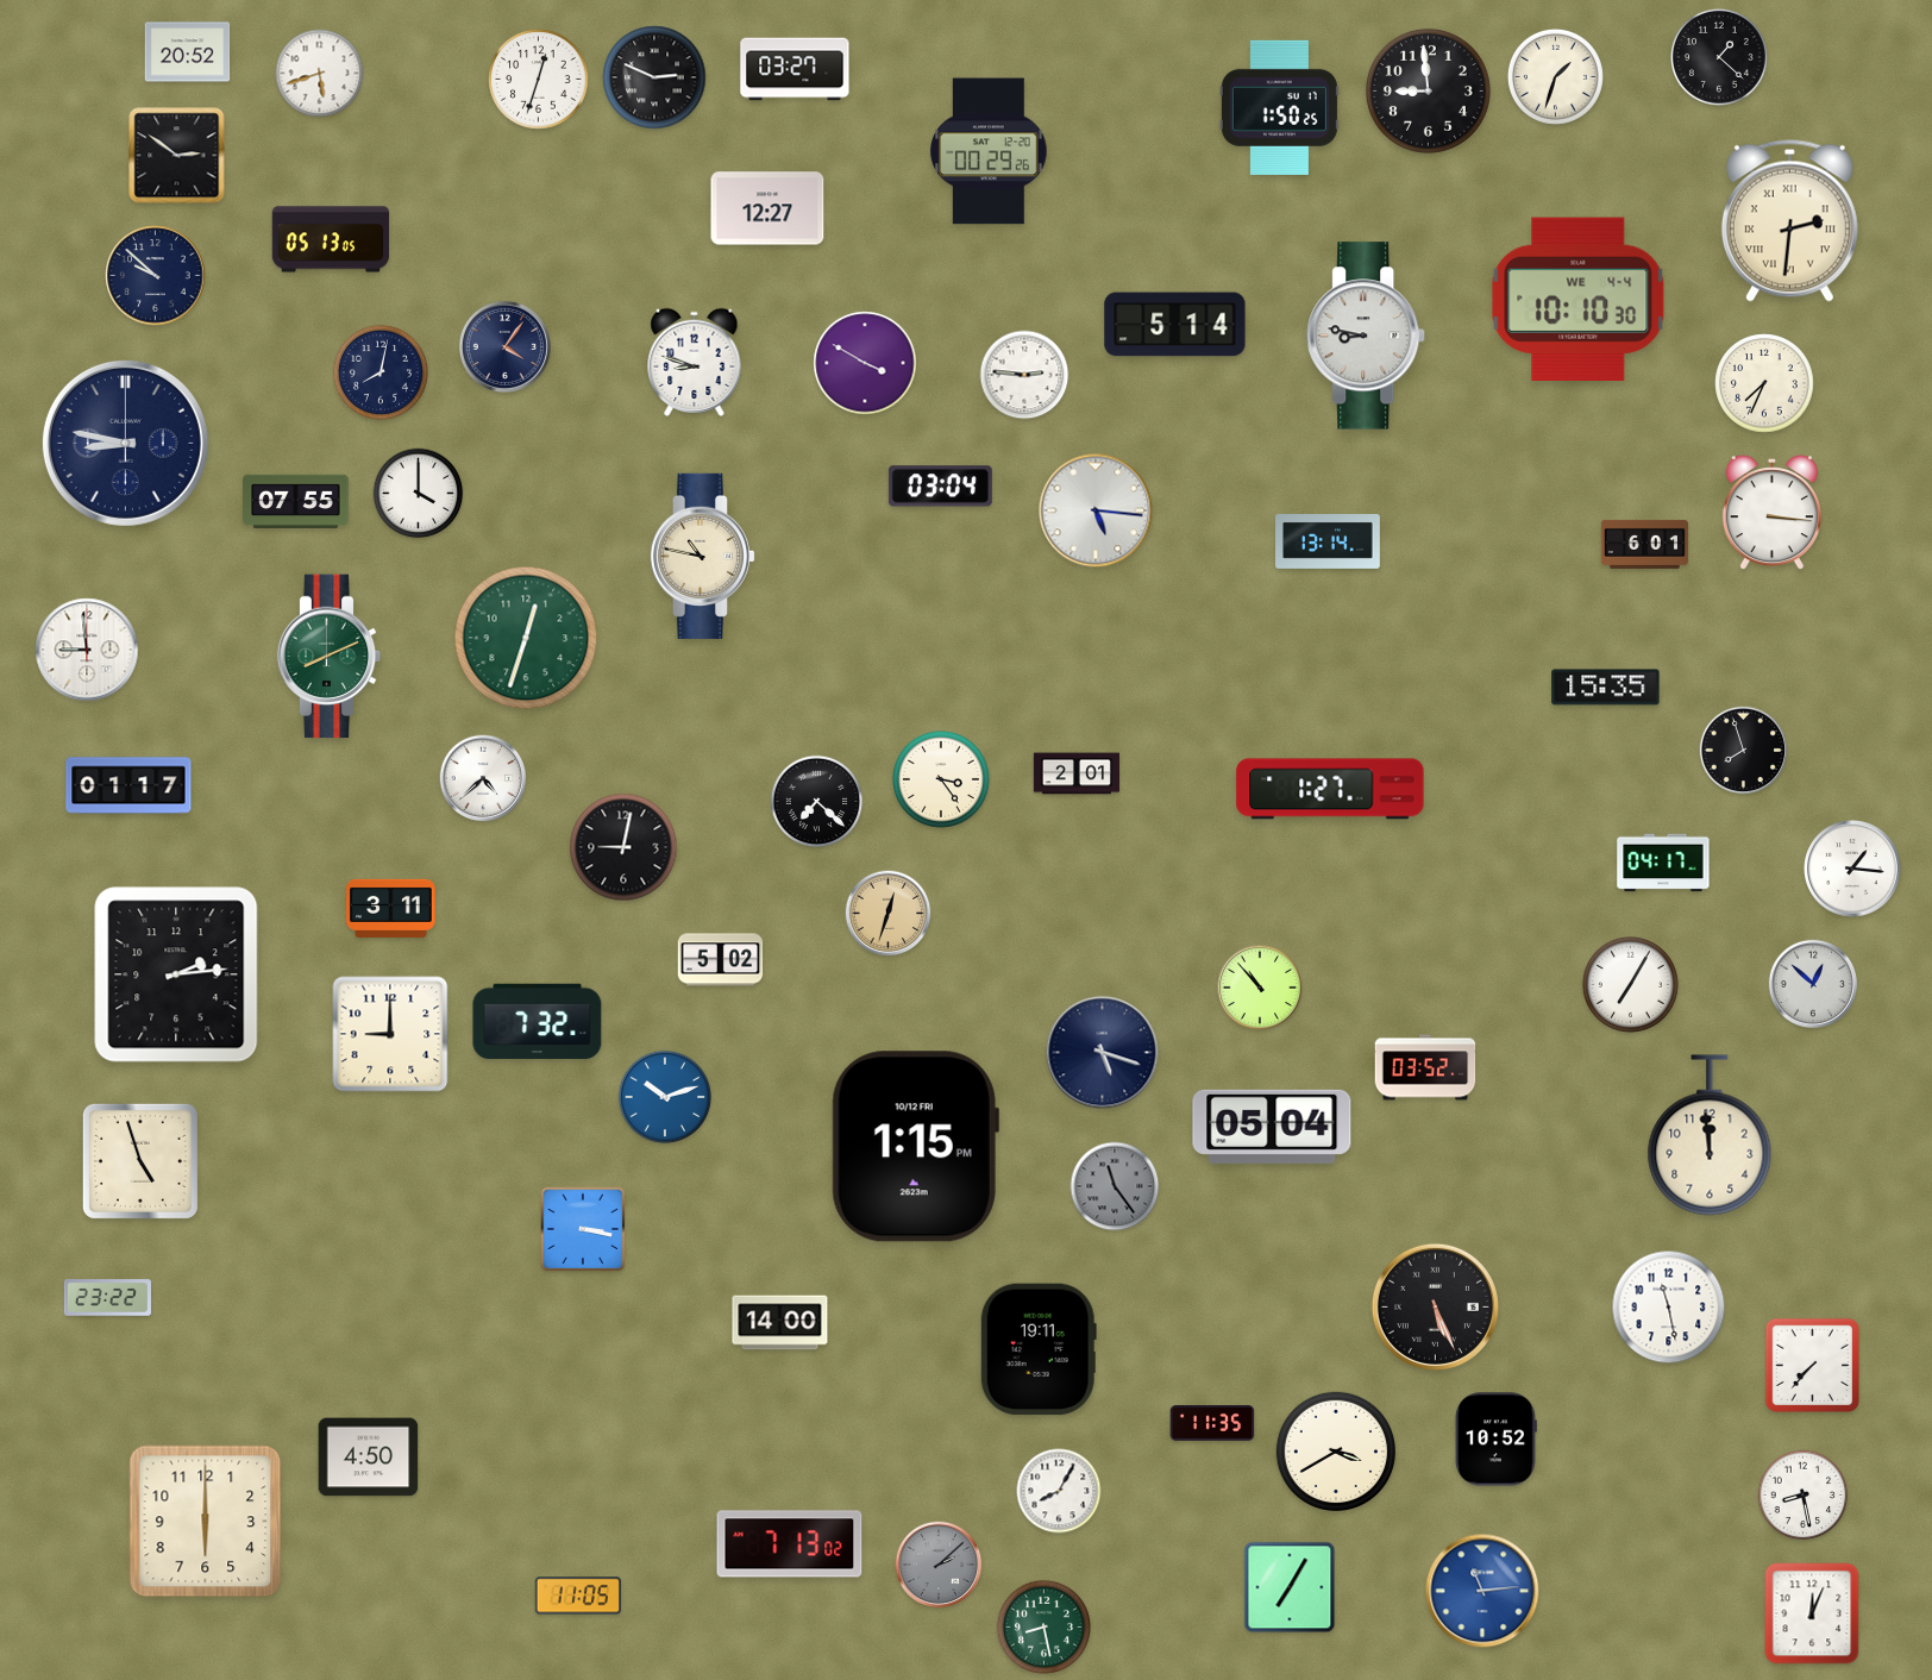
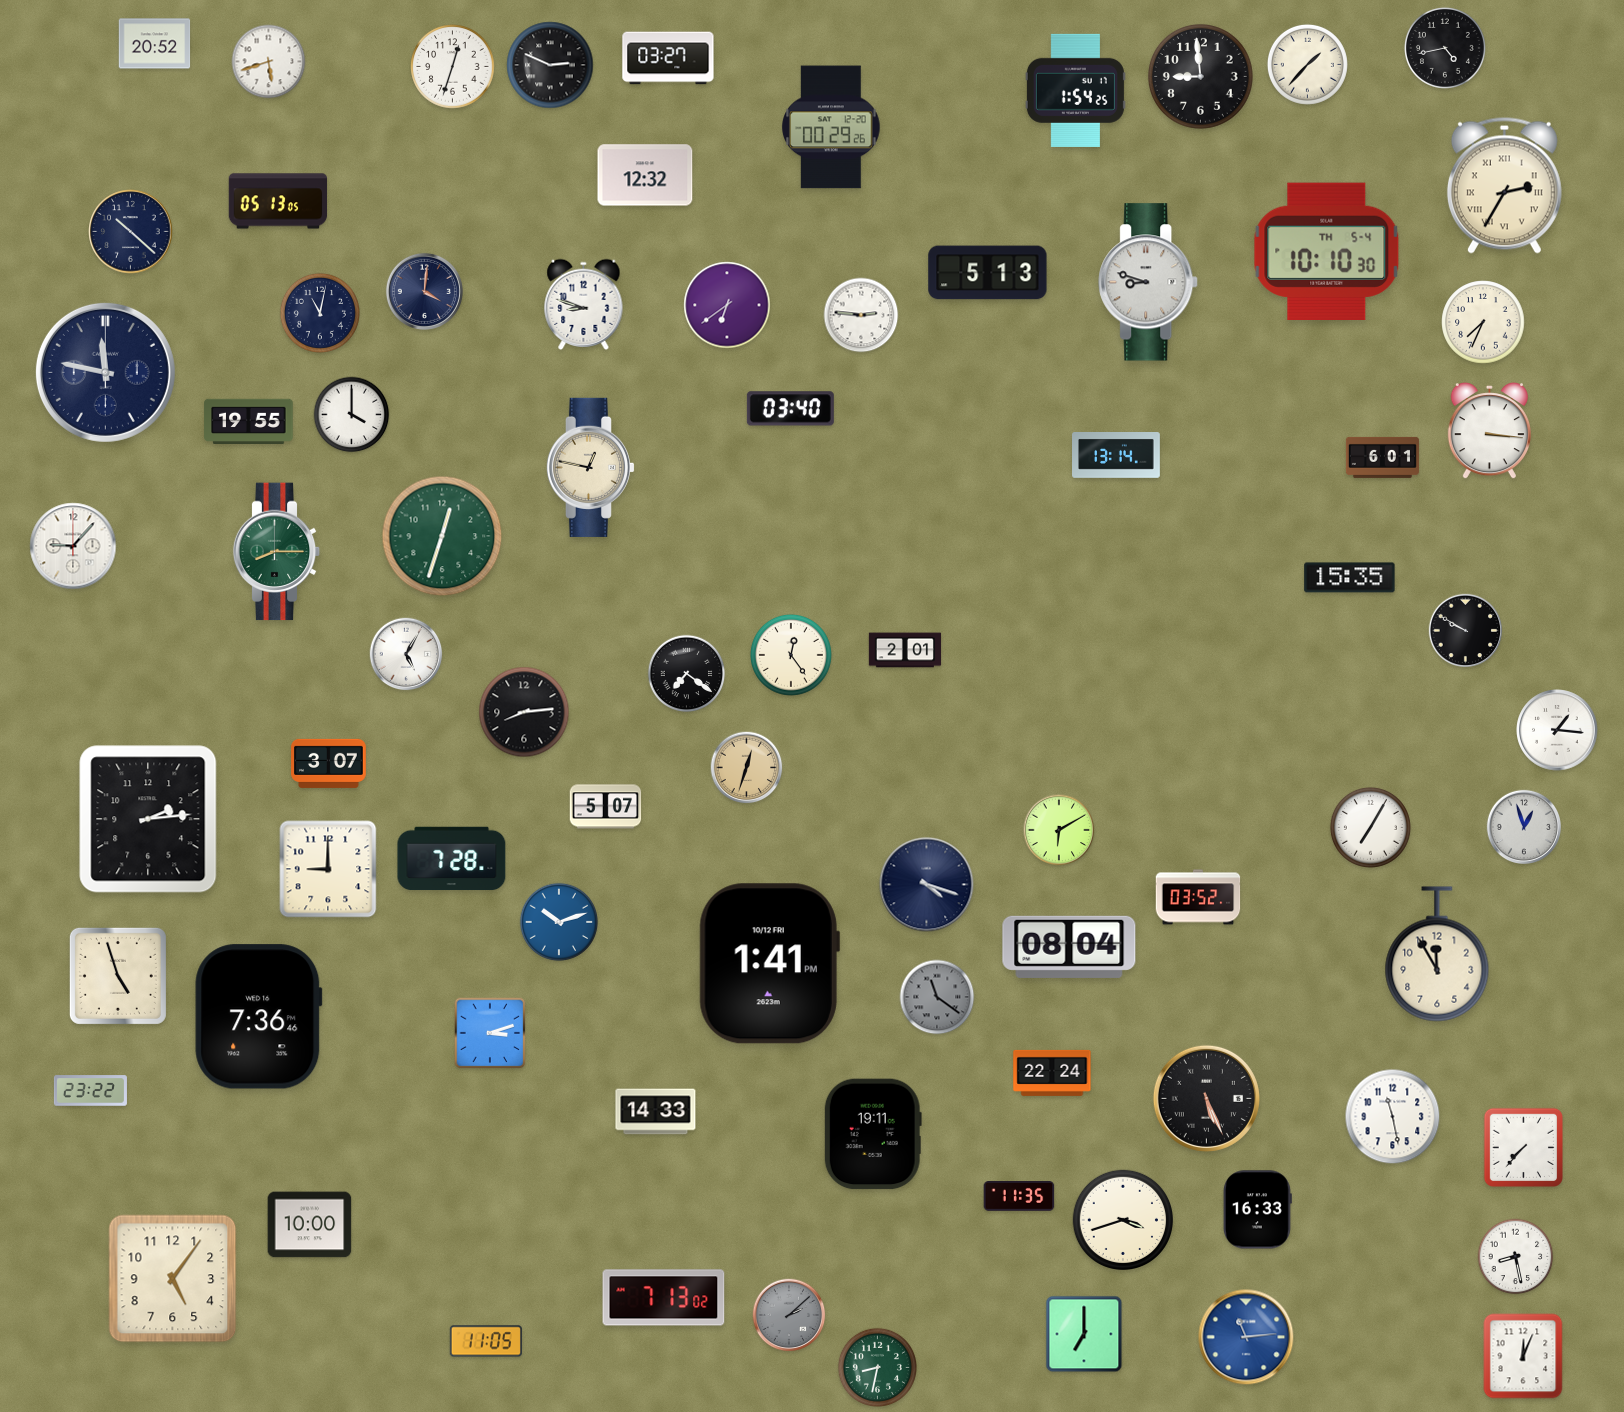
clock at (188, 52) position: (188, 52) -> (155, 44)
clock at (1719, 57): 1:22 -> 4:43
clock at (1555, 76): 1:33 -> 1:37
clock at (1279, 107): 1:50 -> 1:54
clock at (177, 156): 2:51 -> none
clock at (767, 208): 12:27 -> 12:32
clock at (1789, 220): 2:31 -> 2:35
clock at (156, 276): 9:52 -> 10:22
clock at (1579, 299) date: WE 4-4 -> TH 5-4
clock at (1175, 325): 5:14 -> 5:13
clock at (1367, 336): 8:47 -> 8:48
clock at (504, 346): 4:06 -> 4:01
clock at (865, 363): 3:50 -> 6:39
clock at (381, 372): 8:02 -> 11:02
clock at (125, 443): 8:47 -> 11:47
clock at (940, 487): 03:04 -> 03:40
clock at (296, 501): 07:55 -> 19:55
clock at (1096, 510): 5:16 -> none
clock at (702, 556): 10:47 -> 12:47
clock at (87, 650): 8:59 -> 9:07
clock at (330, 657): 8:11 -> 8:15
clock at (1744, 751): 7:57 -> 9:50
clock at (483, 778): 4:38 -> 5:05
clock at (941, 779): 3:24 -> 12:24
clock at (128, 785): 01:17 -> none
clock at (1330, 789): 1:27 -> none
clock at (817, 802): 7:22 -> 7:21
clock at (623, 847): 9:02 -> 8:14
clock at (1663, 863): 04:17 -> none
clock at (391, 908): 3:11 -> 3:07
clock at (721, 960): 5:02 -> 5:07
clock at (1812, 983): 12:52 -> 12:57
clock at (1260, 988): 10:53 -> 6:10
clock at (538, 1022): 7:32 -> 7:28
clock at (1103, 1053): 5:18 -> 4:18
clock at (1272, 1127): 05:04 -> 08:04
clock at (1710, 1135): 11:59 -> 11:55
clock at (915, 1147): 1:15 -> 1:41
clock at (1115, 1186): 11:24 -> 11:21
clock at (259, 1017): none -> 7:36
clock at (583, 1229): 3:17 -> 3:12
clock at (1052, 1073): none -> 22:24
clock at (1669, 1308) position: (1669, 1308) -> (1393, 1117)
clock at (780, 1323): 14:00 -> 14:33
clock at (1495, 1440): 10:52 -> 16:33
clock at (1335, 1450): 3:40 -> 3:42
clock at (369, 1458): 4:50 -> 10:00
clock at (1059, 1491): 8:05 -> none
clock at (206, 1522): 6:00 -> 5:06
clock at (1290, 1587): 7:05 -> 7:00
clock at (1043, 1626): 8:28 -> 8:32
